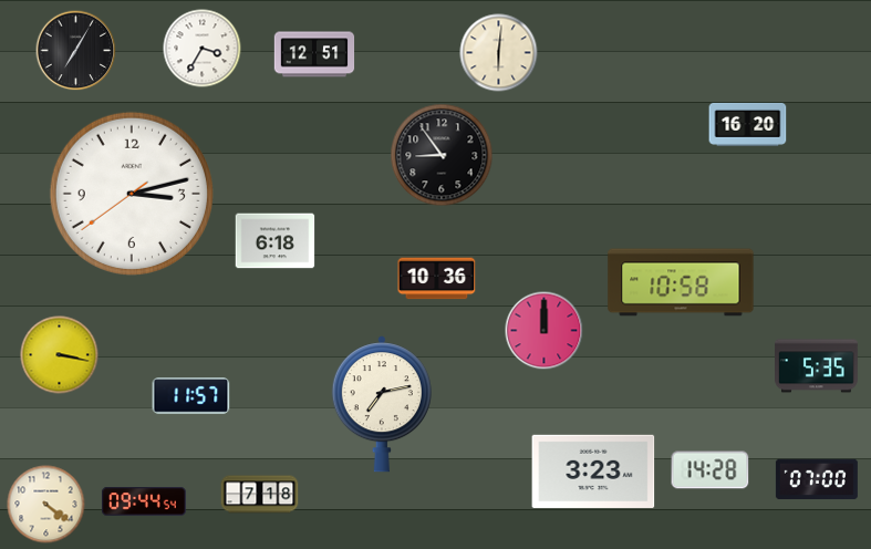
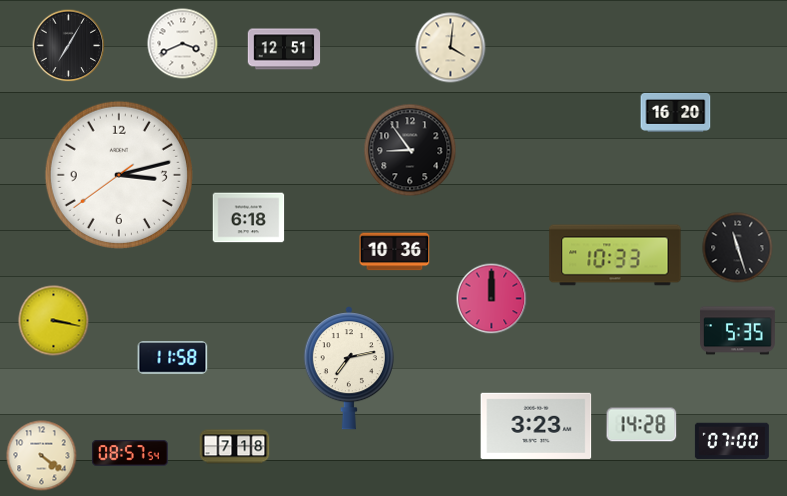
clock at (203, 49): 3:35 -> 3:41
clock at (499, 53): 6:01 -> 4:01
clock at (442, 155) position: (442, 155) -> (410, 150)
clock at (738, 248): none -> 11:27
clock at (681, 282): 10:58 -> 10:33
clock at (191, 396): 11:57 -> 11:58
clock at (382, 404) position: (382, 404) -> (349, 368)
clock at (817, 479) position: (817, 479) -> (732, 441)
clock at (144, 501): 09:44 -> 08:57
